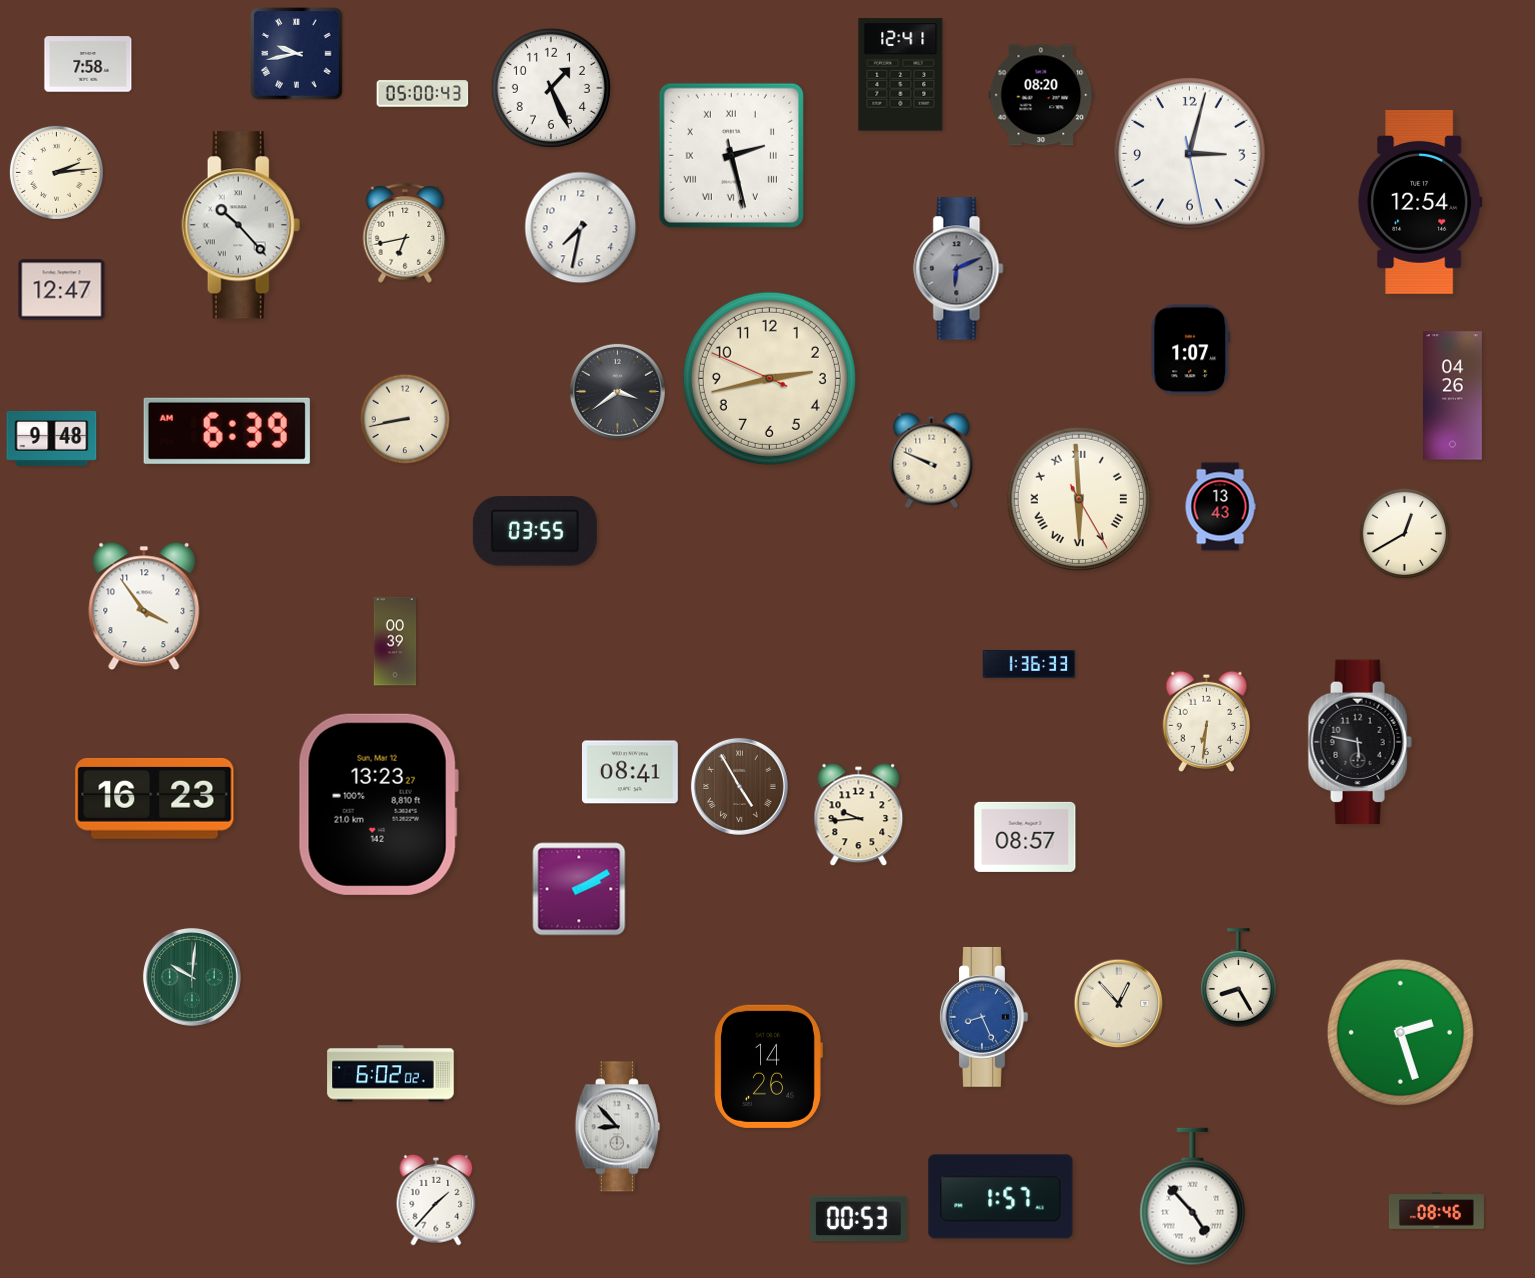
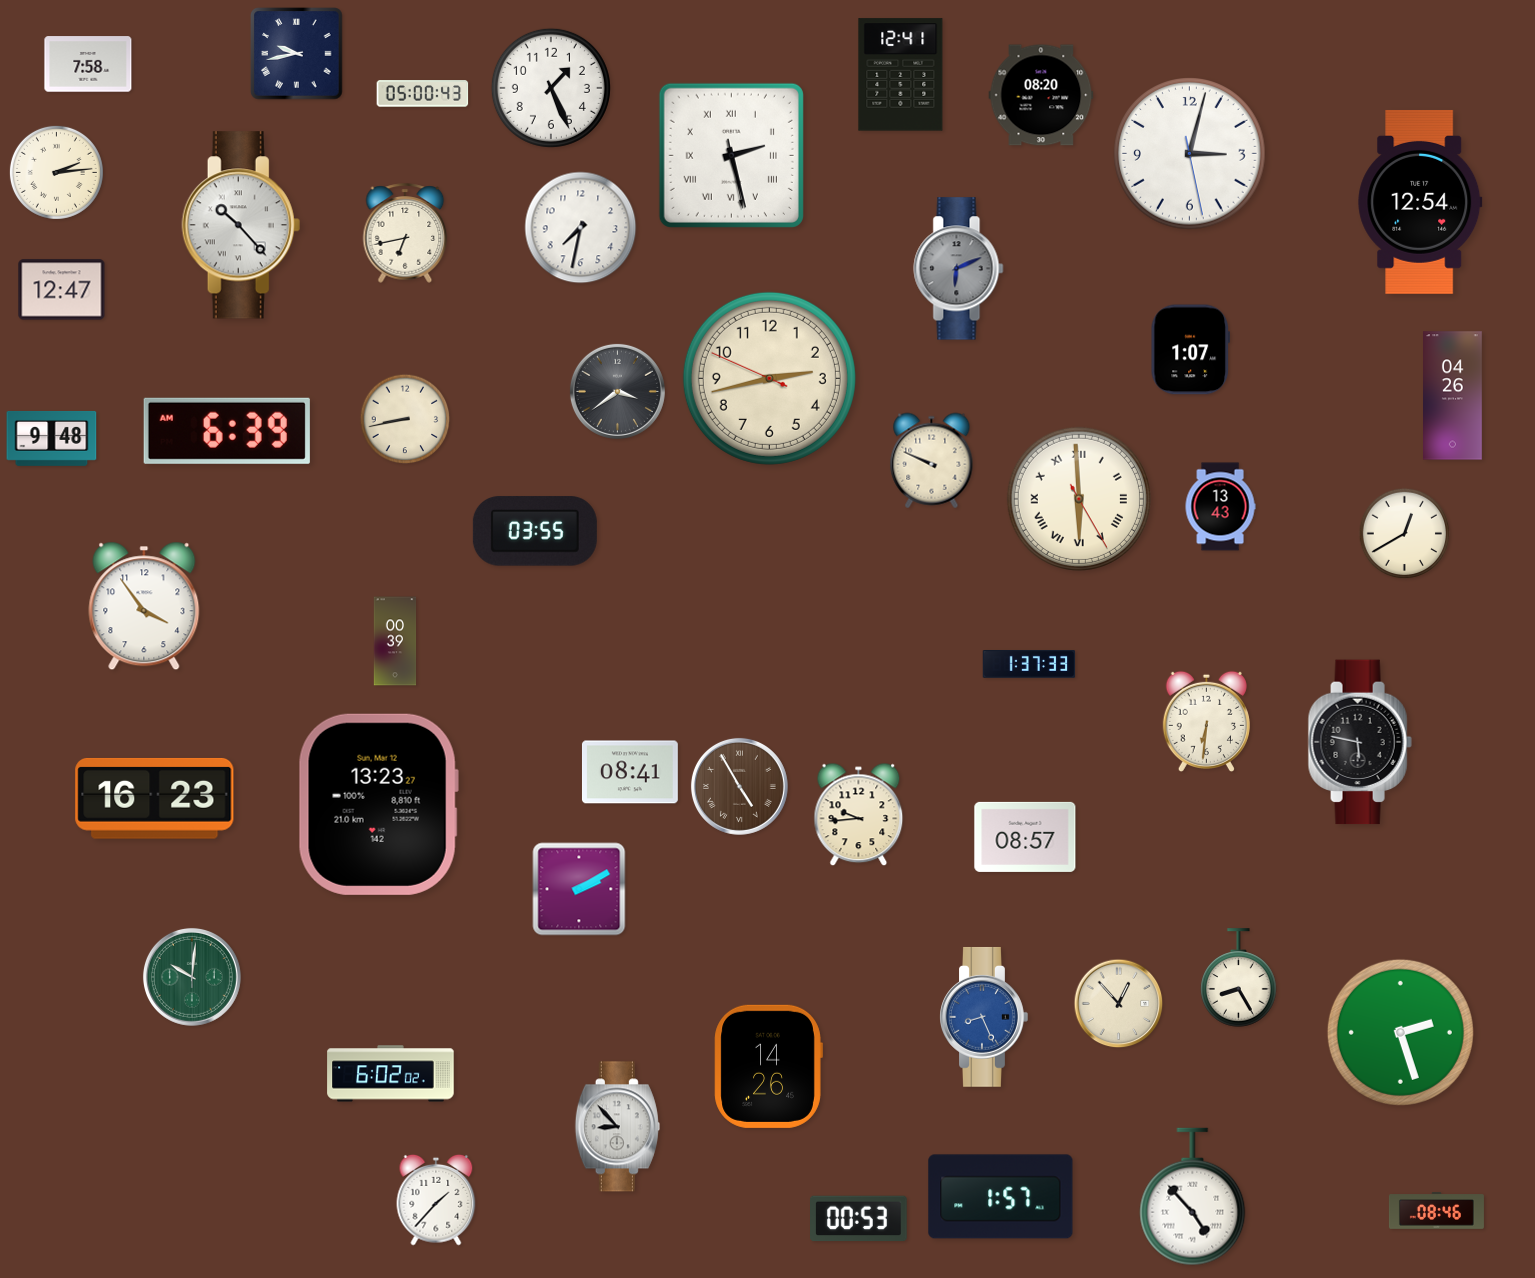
clock at (1029, 665): 1:36 -> 1:37
